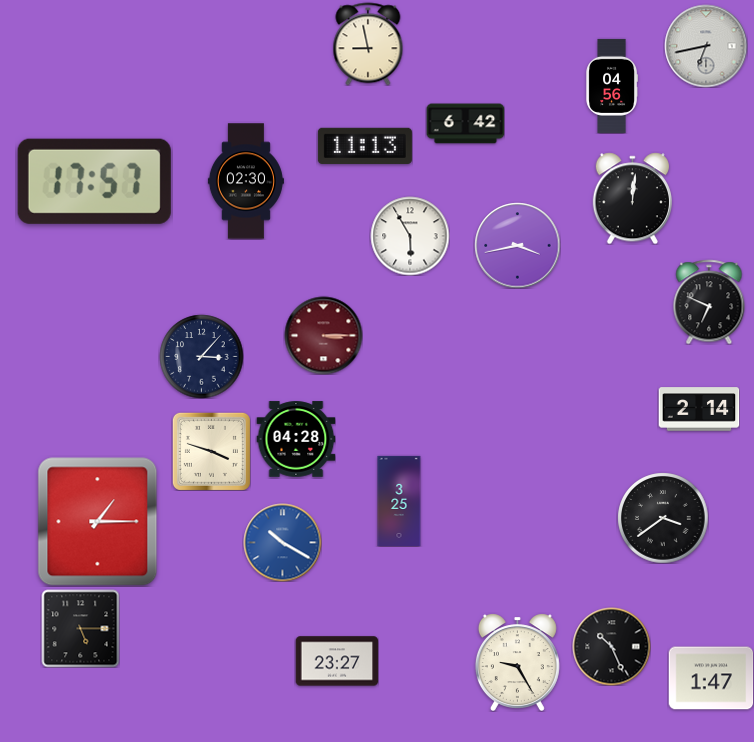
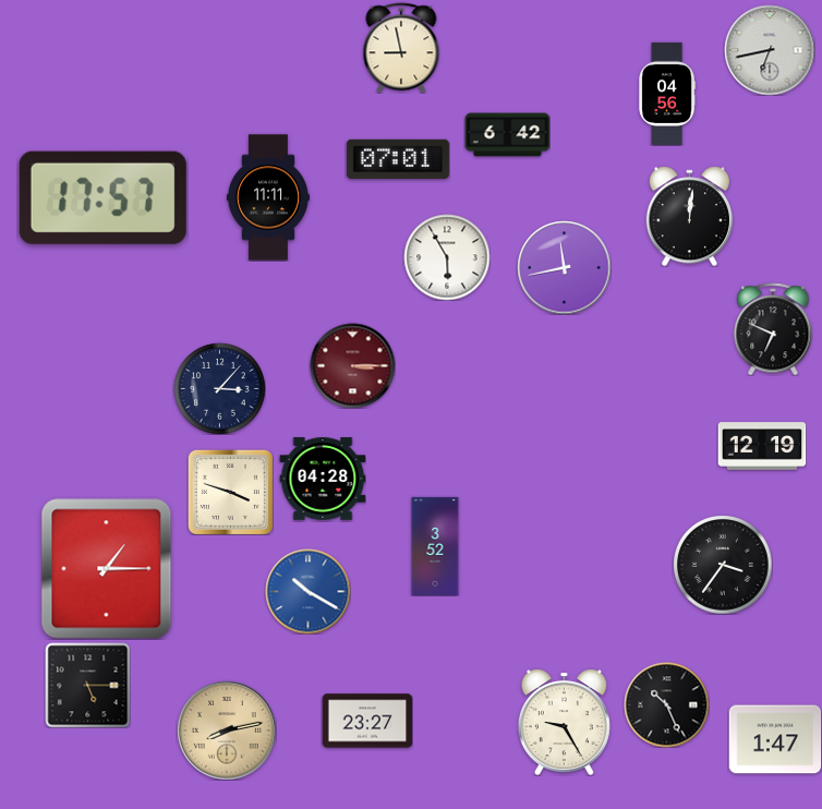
clock at (365, 145): 11:13 -> 07:01
clock at (246, 181): 02:30 -> 11:11
clock at (517, 245): 3:43 -> 11:43
clock at (699, 409): 2:14 -> 12:19
clock at (399, 500): 3:25 -> 3:52
clock at (663, 518): 3:39 -> 3:36
clock at (227, 730): none -> 8:13
